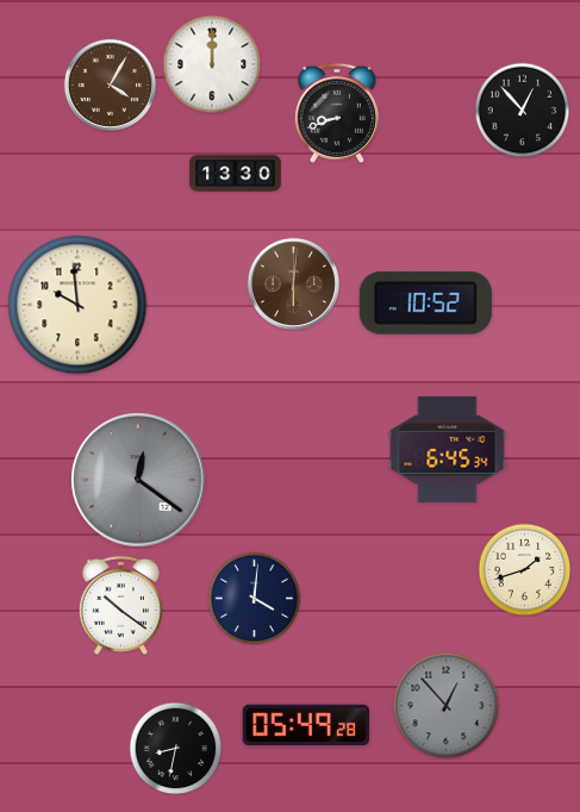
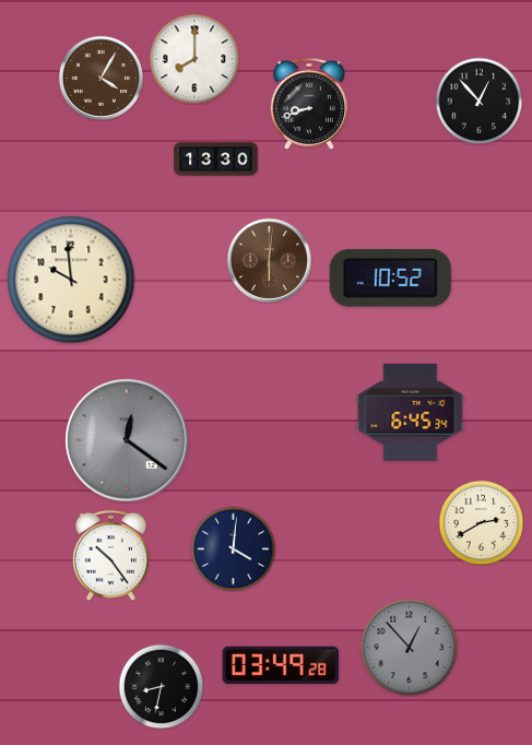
clock at (212, 64): 12:00 -> 8:00
clock at (524, 569): 1:42 -> 2:40
clock at (120, 605): 10:21 -> 10:24
clock at (306, 725): 05:49 -> 03:49
